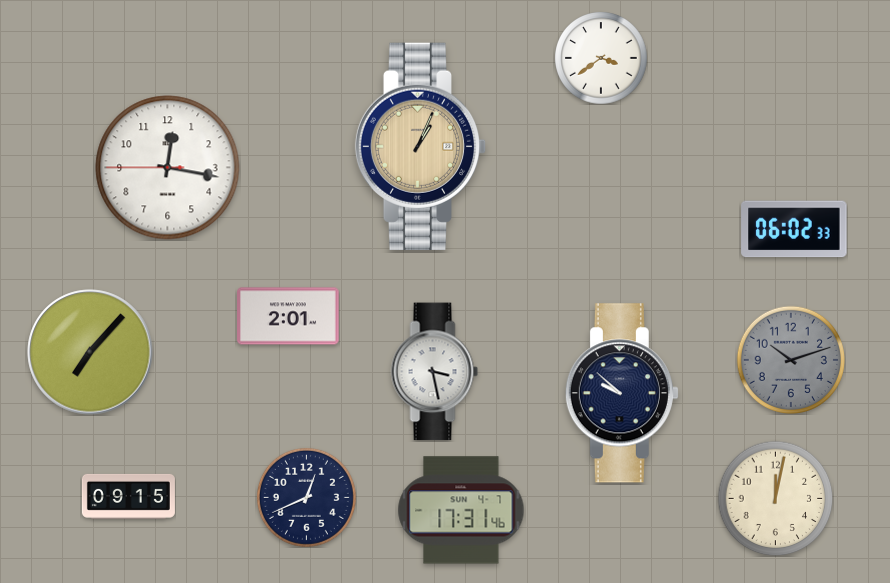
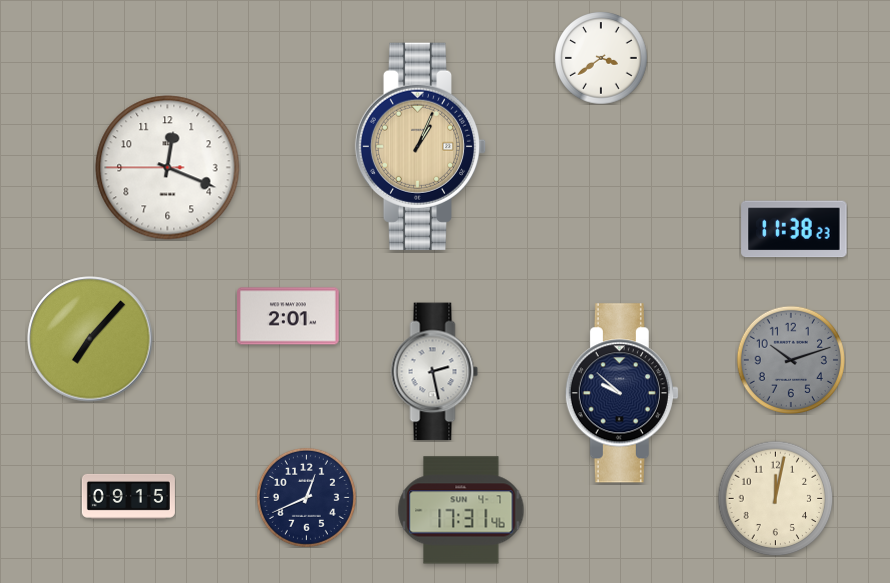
clock at (168, 168): 12:16 -> 12:18
clock at (794, 229): 06:02 -> 11:38
clock at (90, 352) position: (90, 352) -> (90, 339)
clock at (435, 372): 3:28 -> 2:28
